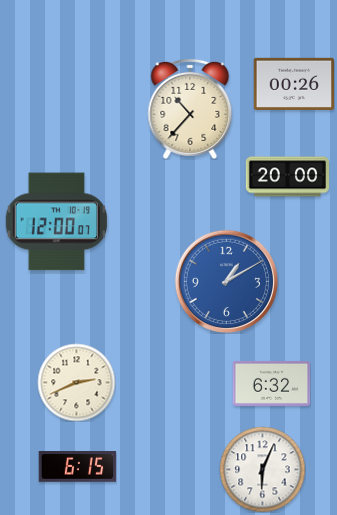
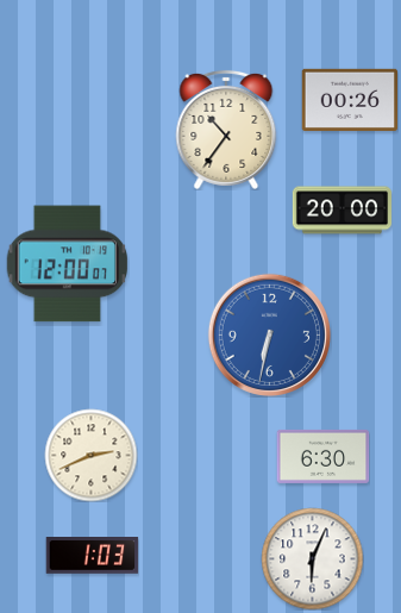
clock at (190, 109): 10:37 -> 10:36
clock at (226, 281): 1:10 -> 6:32
clock at (271, 383): 6:32 -> 6:30
clock at (77, 467): 6:15 -> 1:03
